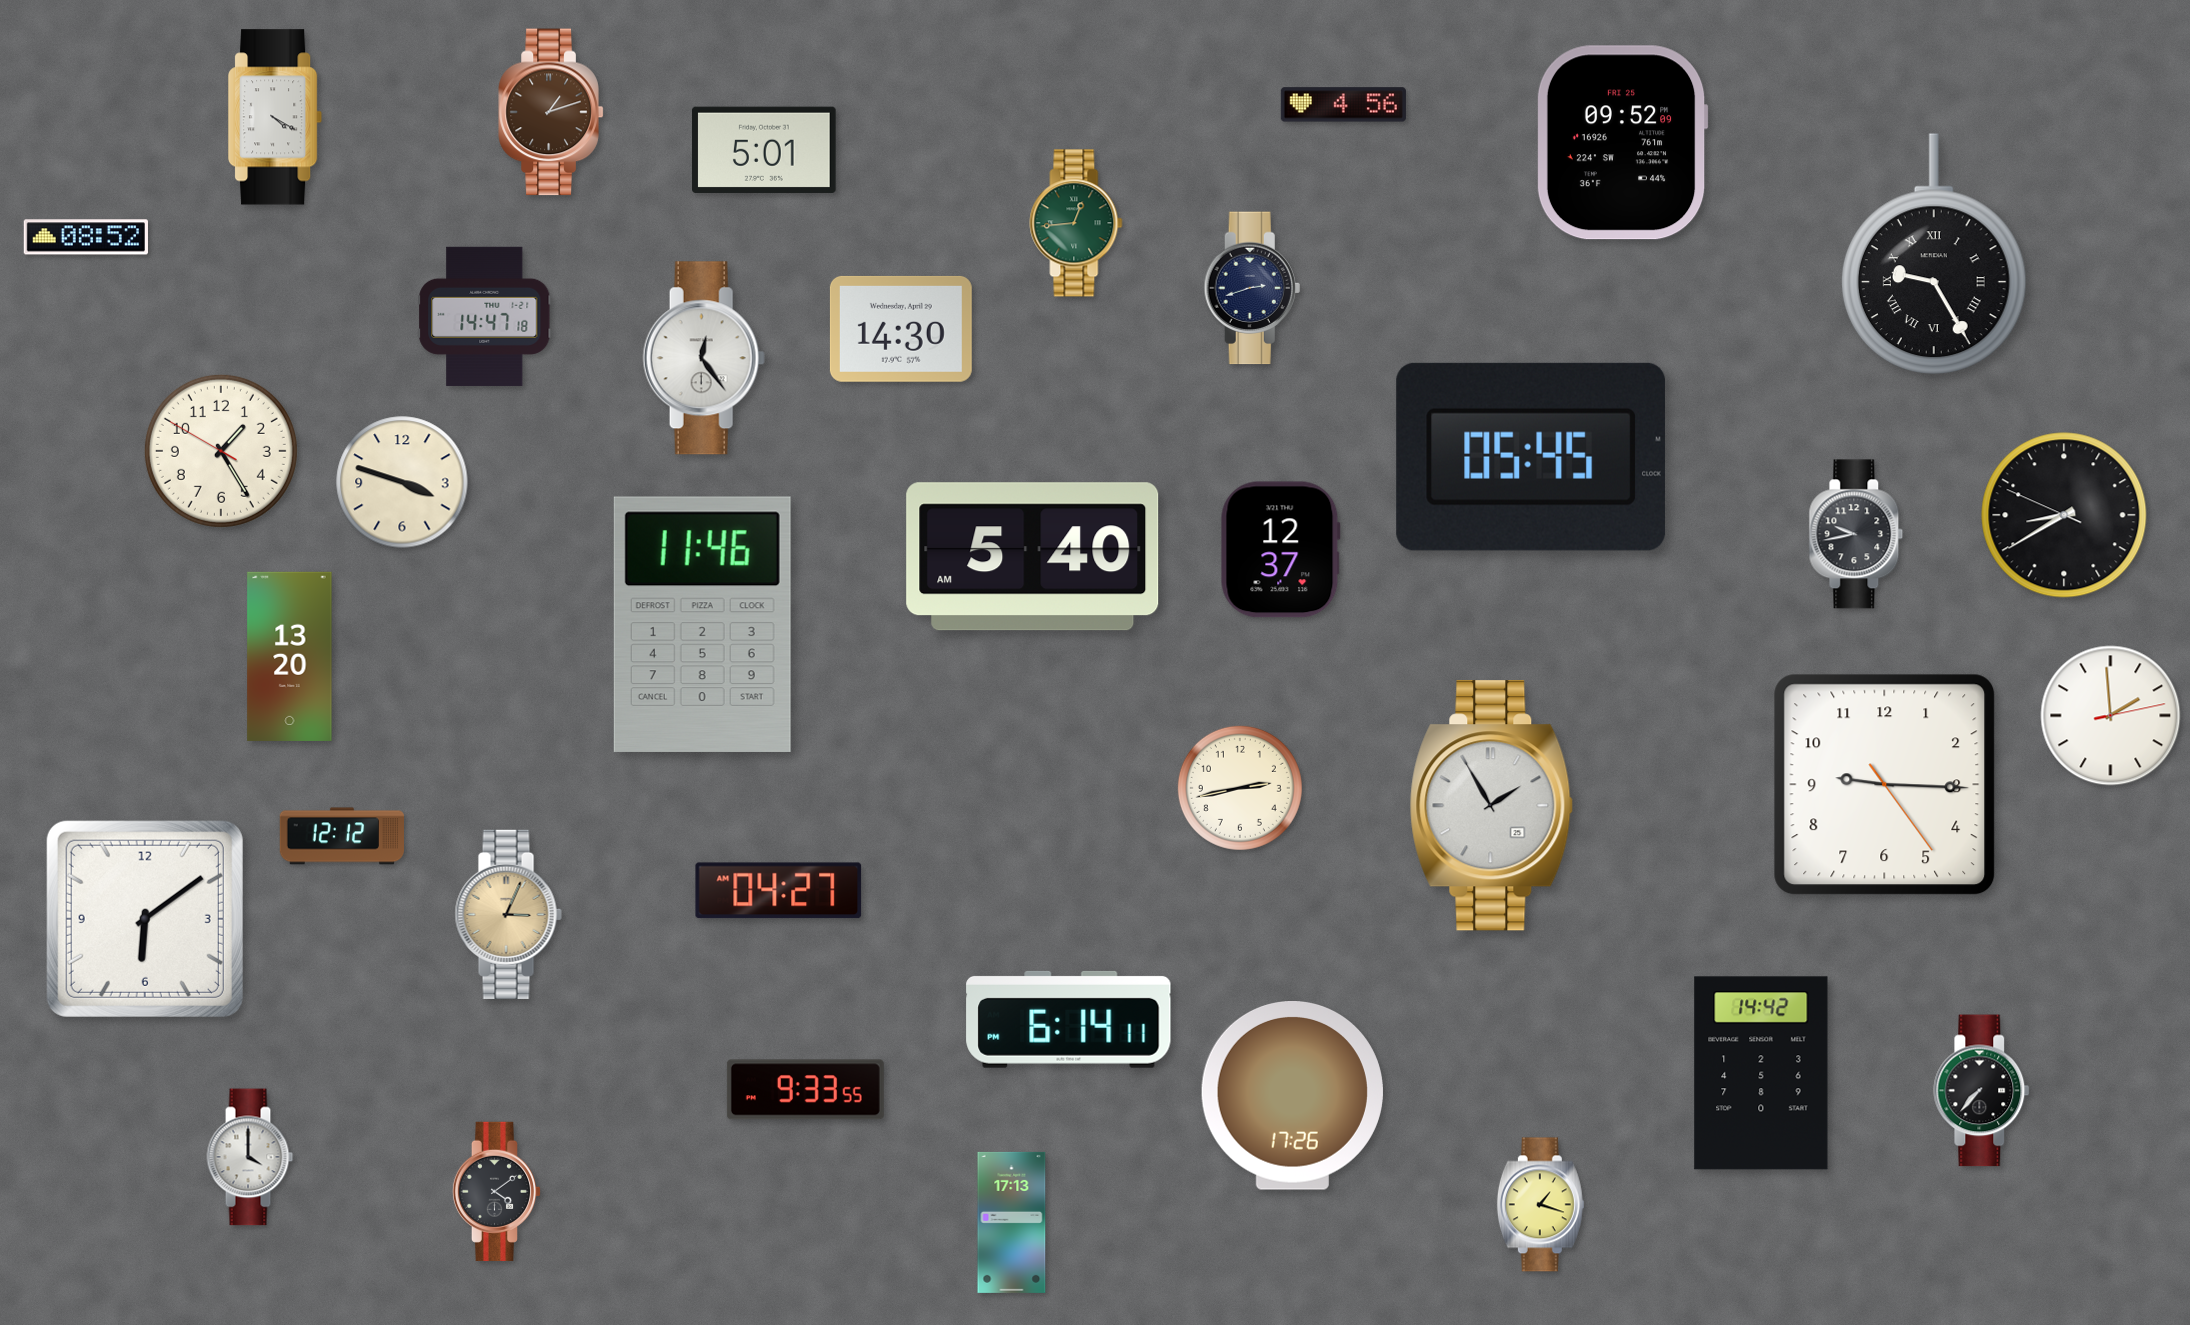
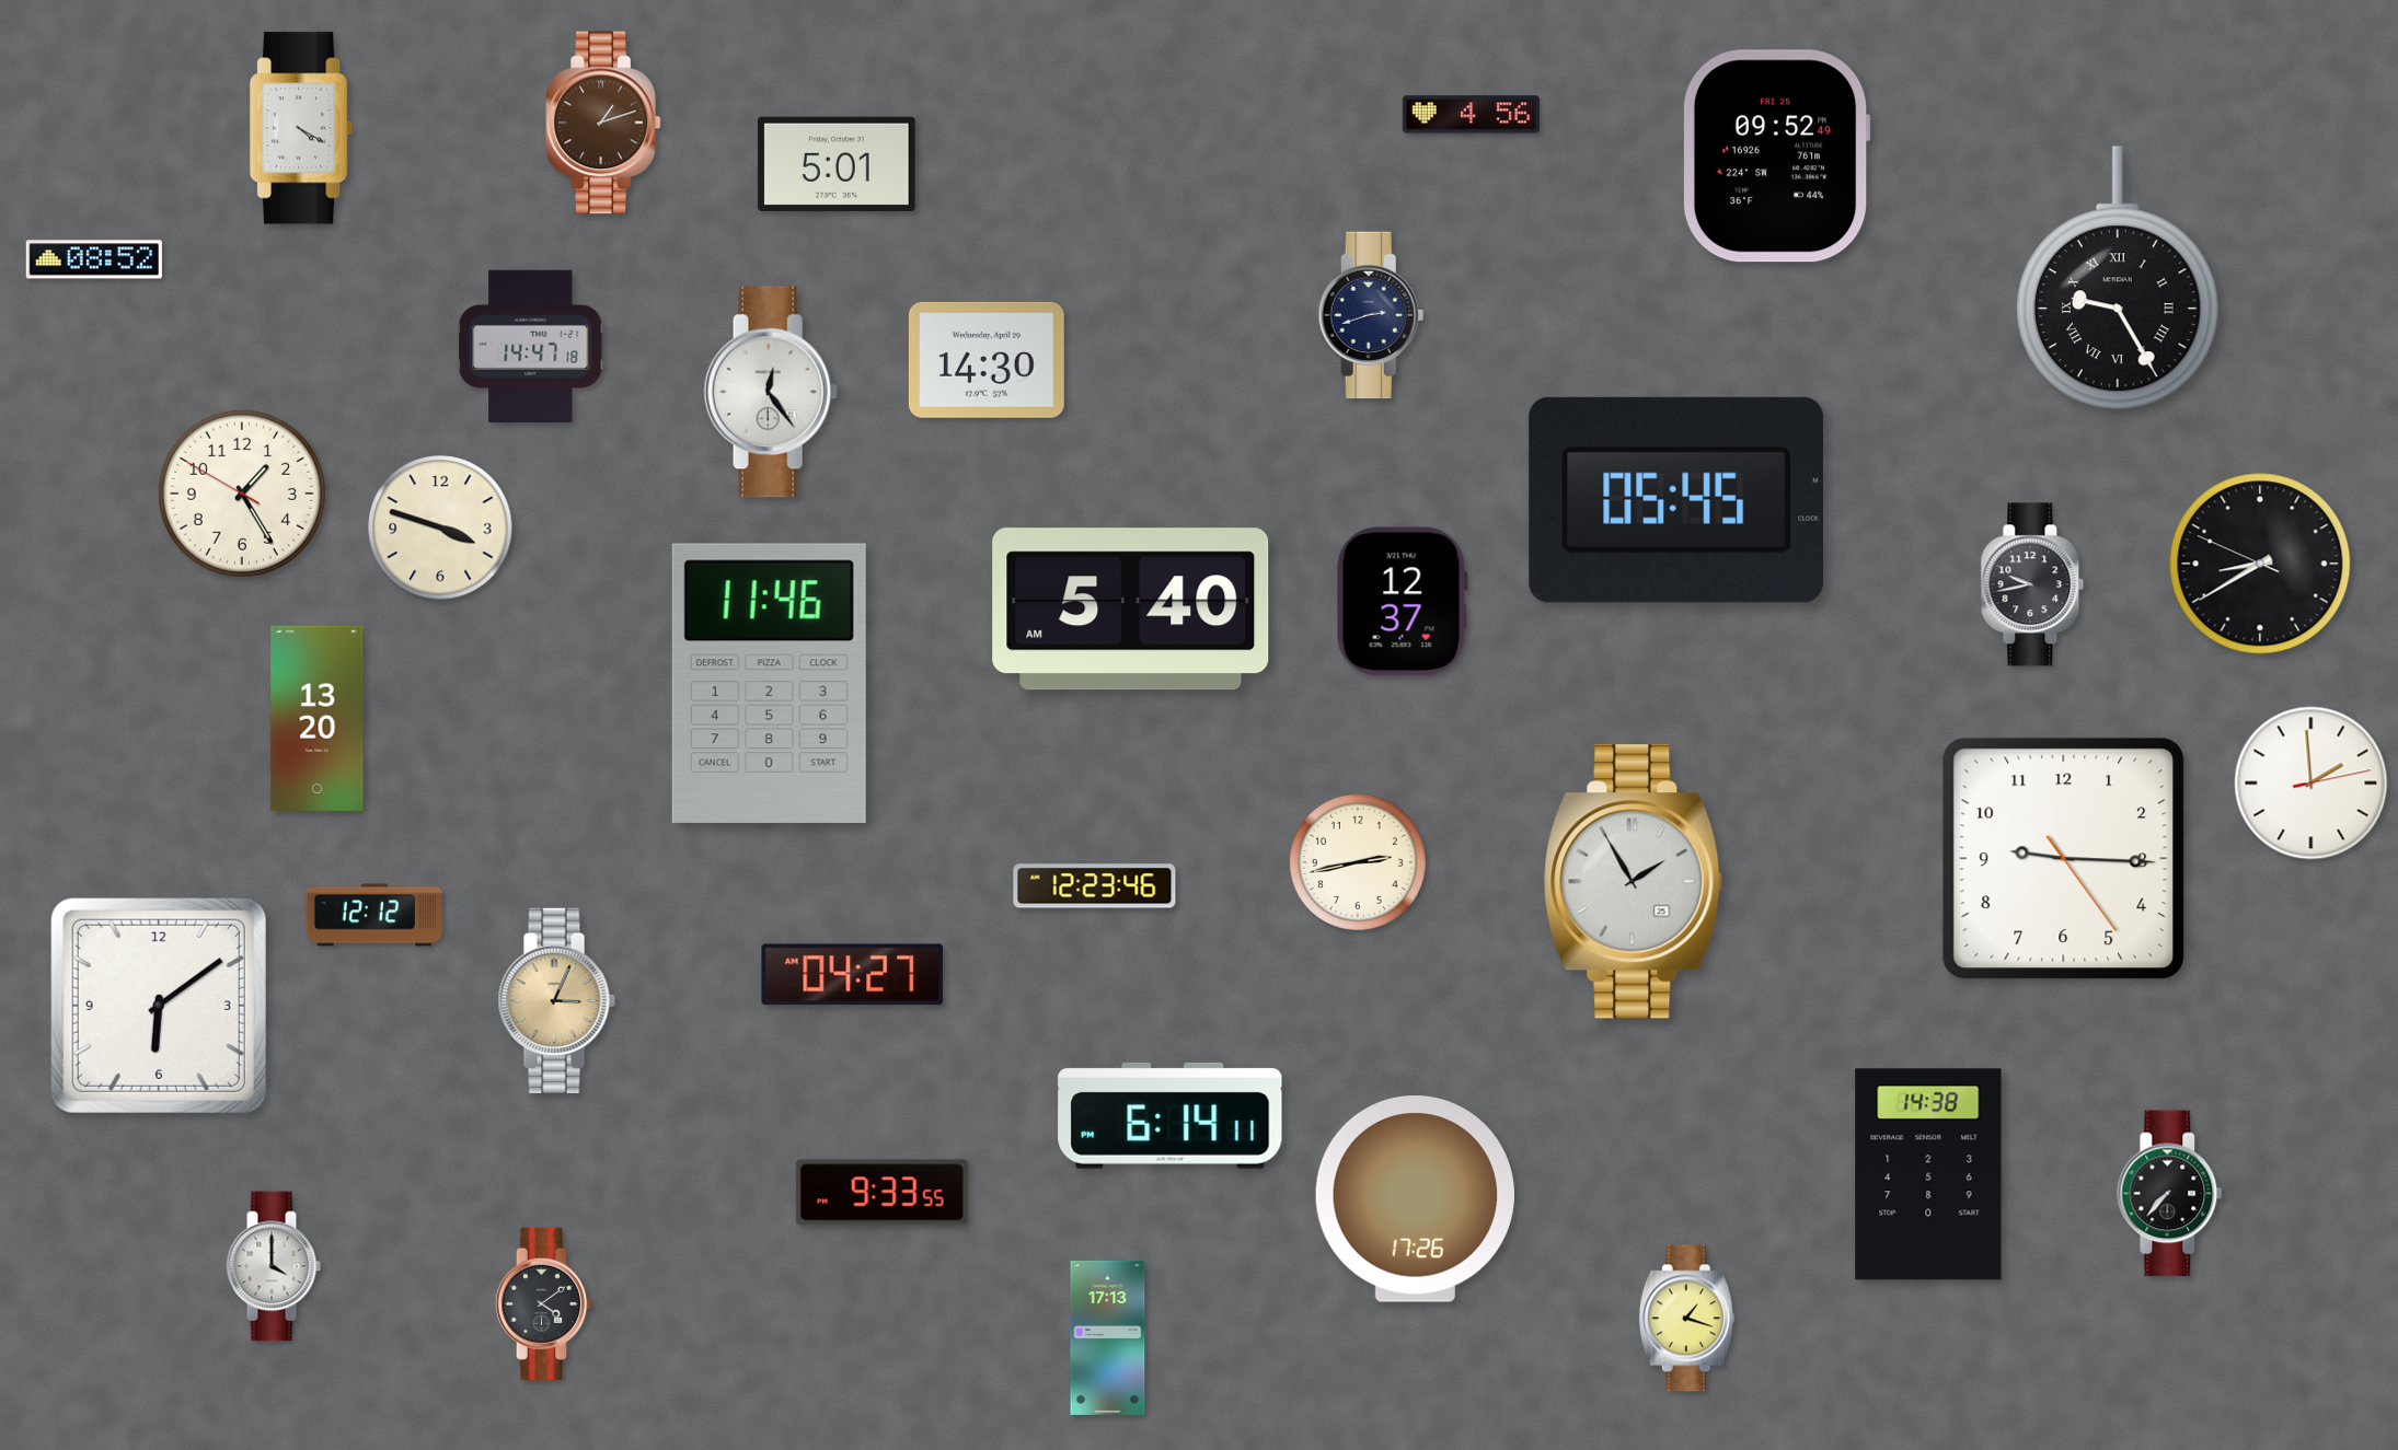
clock at (1622, 143): 09:52:09 -> 09:52:49
clock at (1076, 223): 12:44 -> none
clock at (1095, 886): none -> 12:23
clock at (1761, 1073): 14:42 -> 14:38
